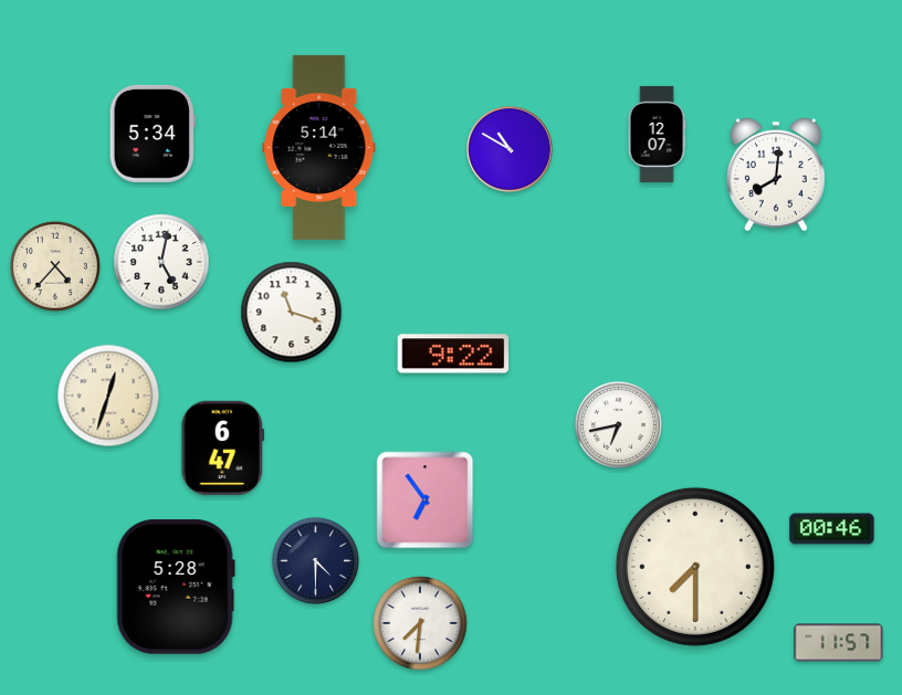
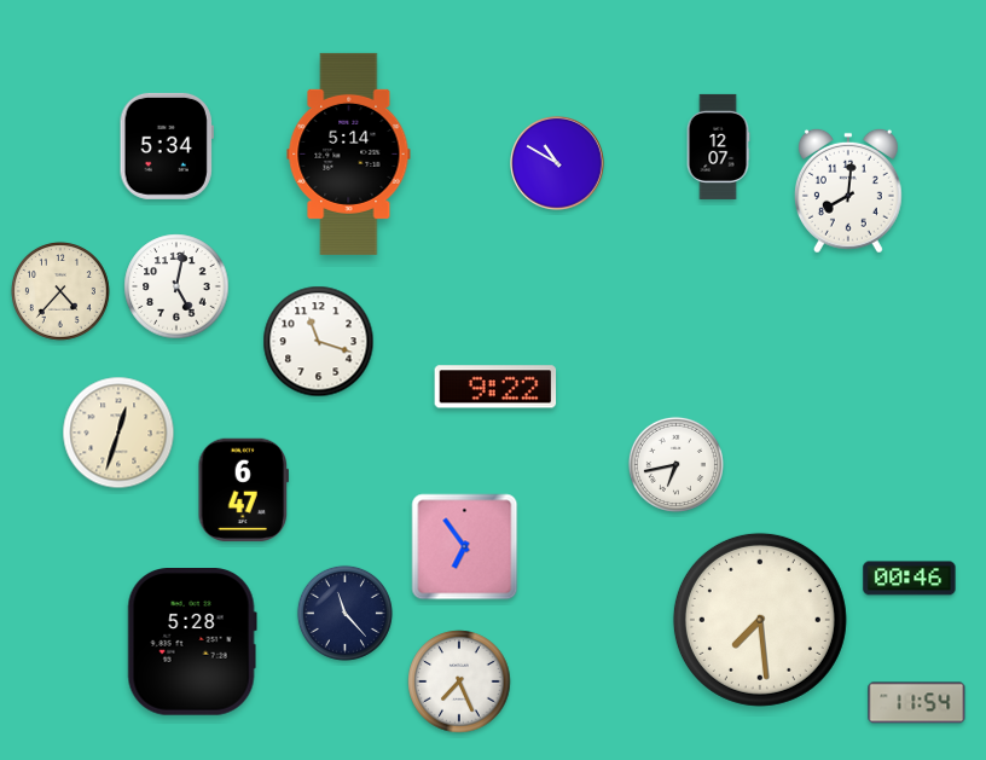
clock at (319, 147) position: (319, 147) -> (349, 153)
clock at (315, 560): 4:30 -> 11:23
clock at (695, 567): 7:30 -> 7:29
clock at (420, 623): 7:31 -> 7:26
clock at (839, 643): 11:57 -> 11:54
